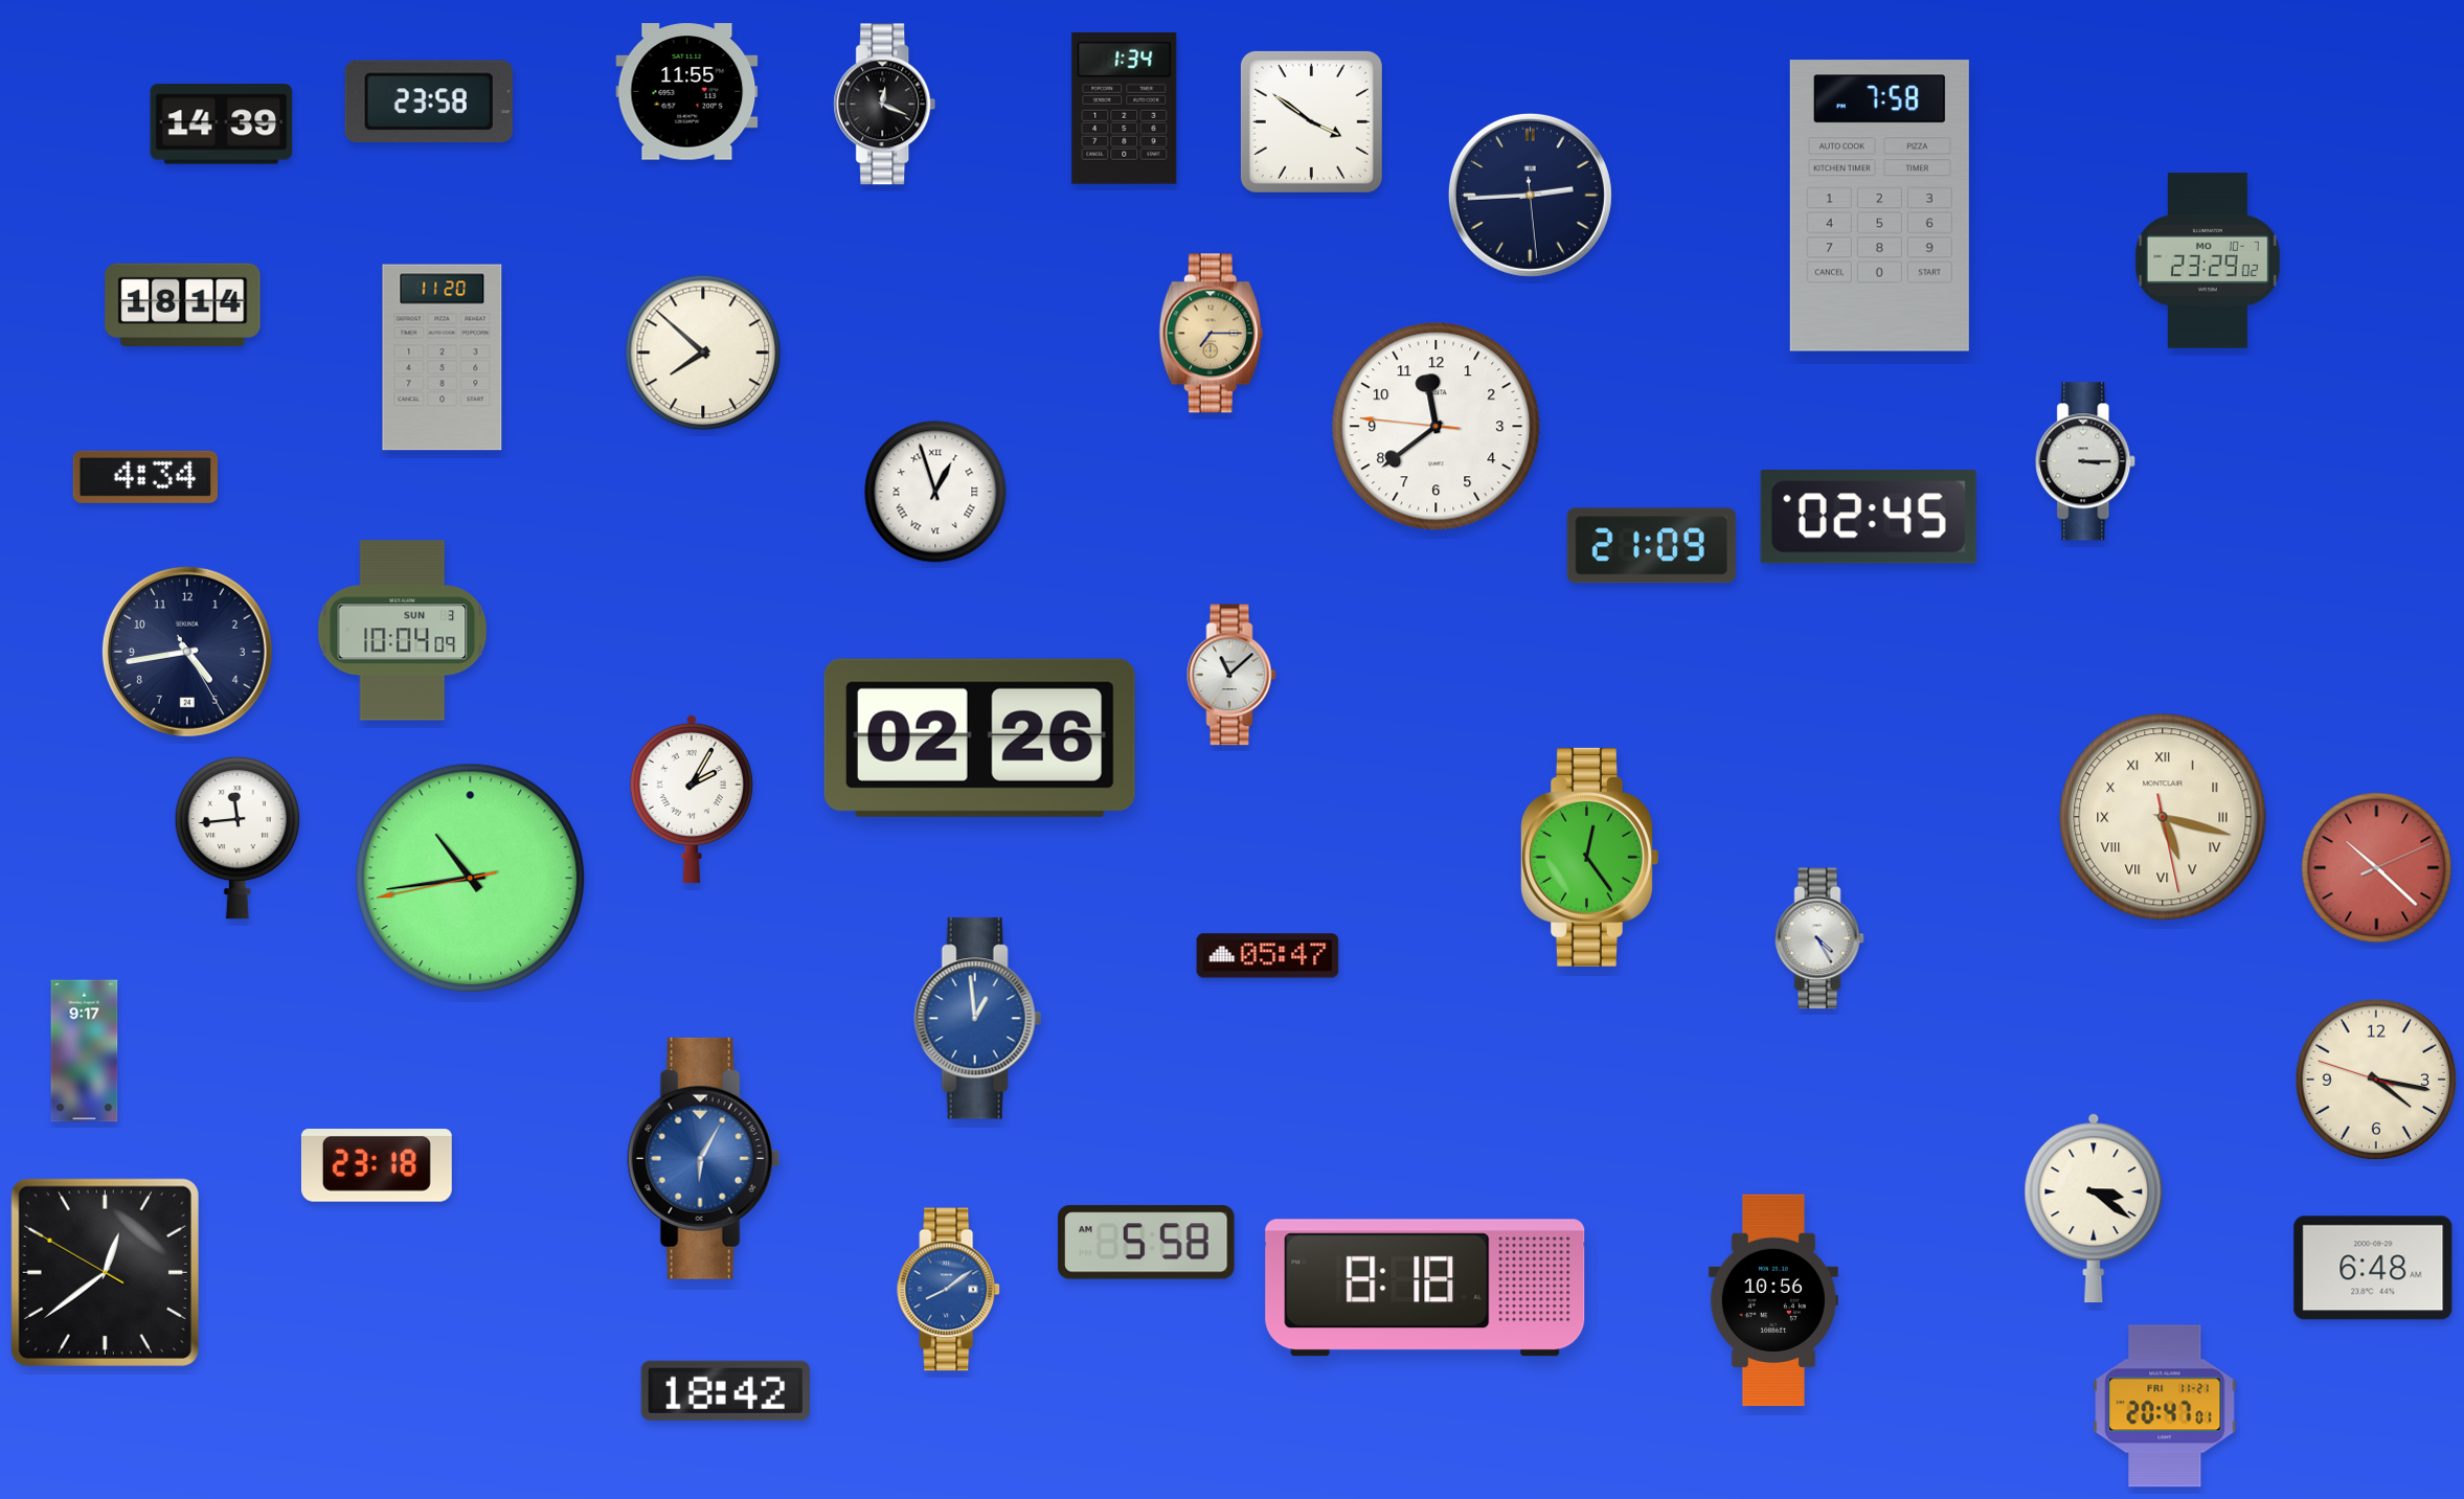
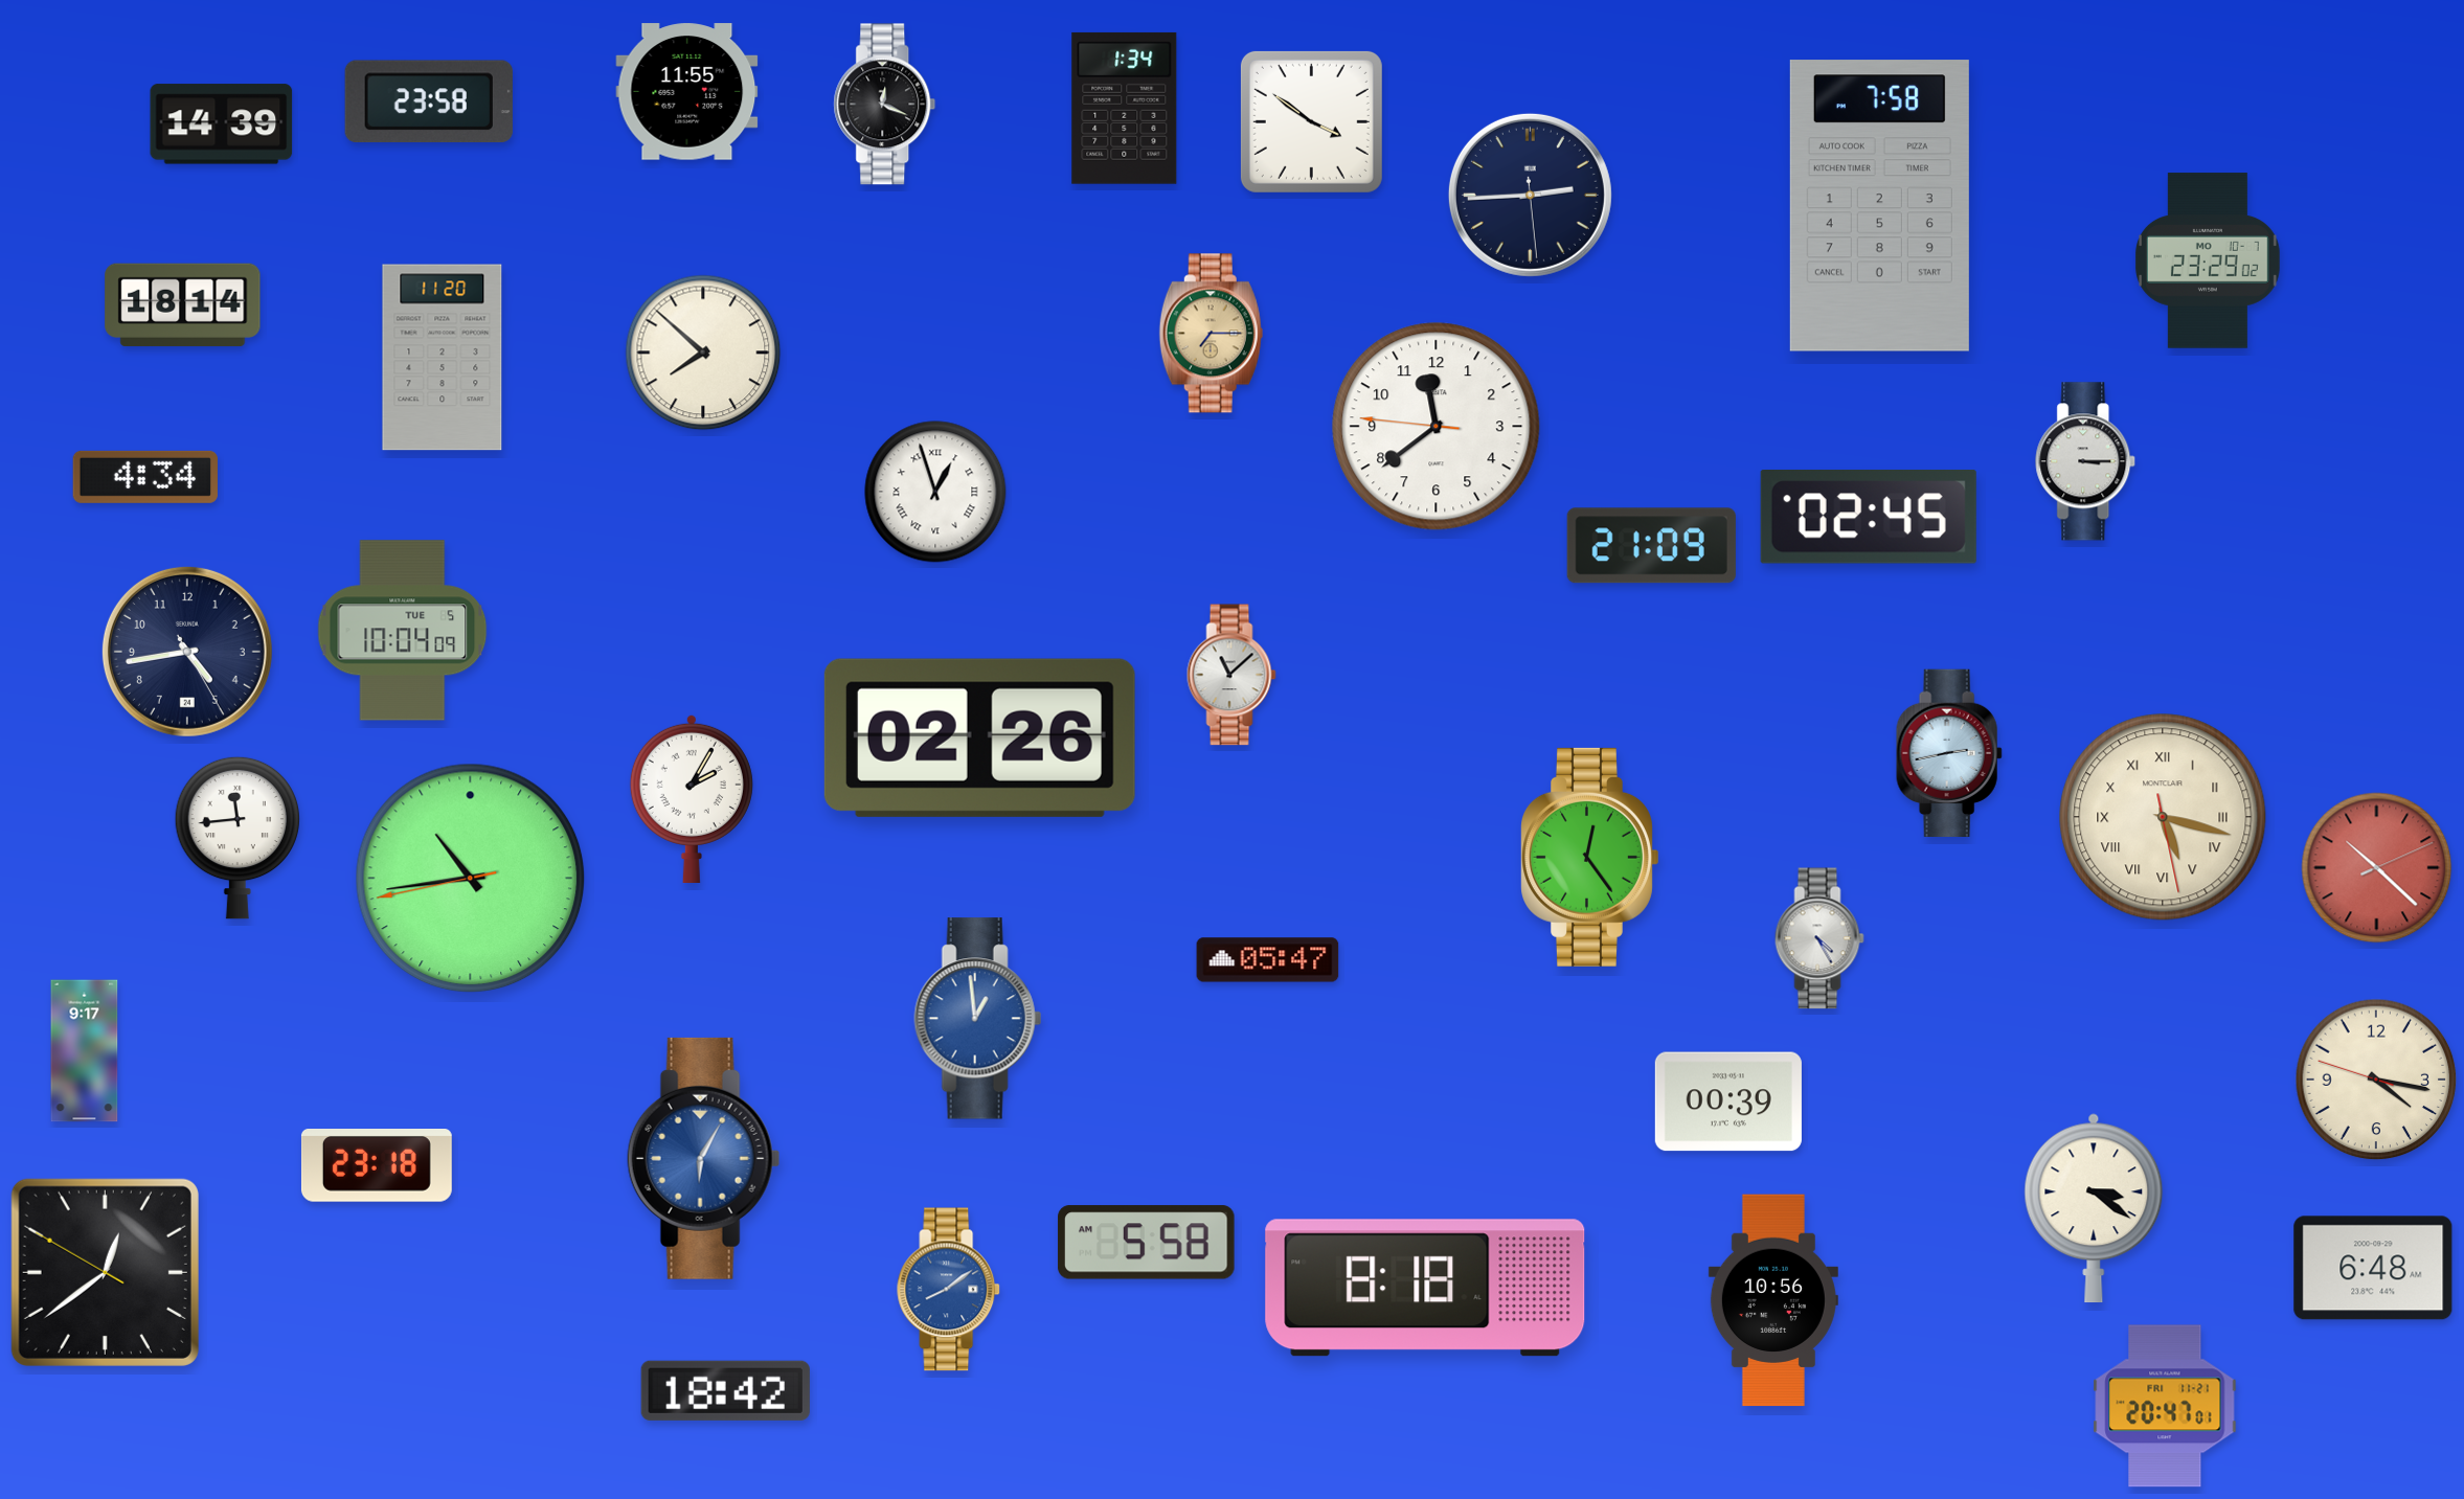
clock at (403, 631) date: SUN 3 -> TUE 5
clock at (1949, 752): none -> 2:43
clock at (1268, 956) position: (1268, 956) -> (1268, 960)
clock at (1728, 1101): none -> 00:39
